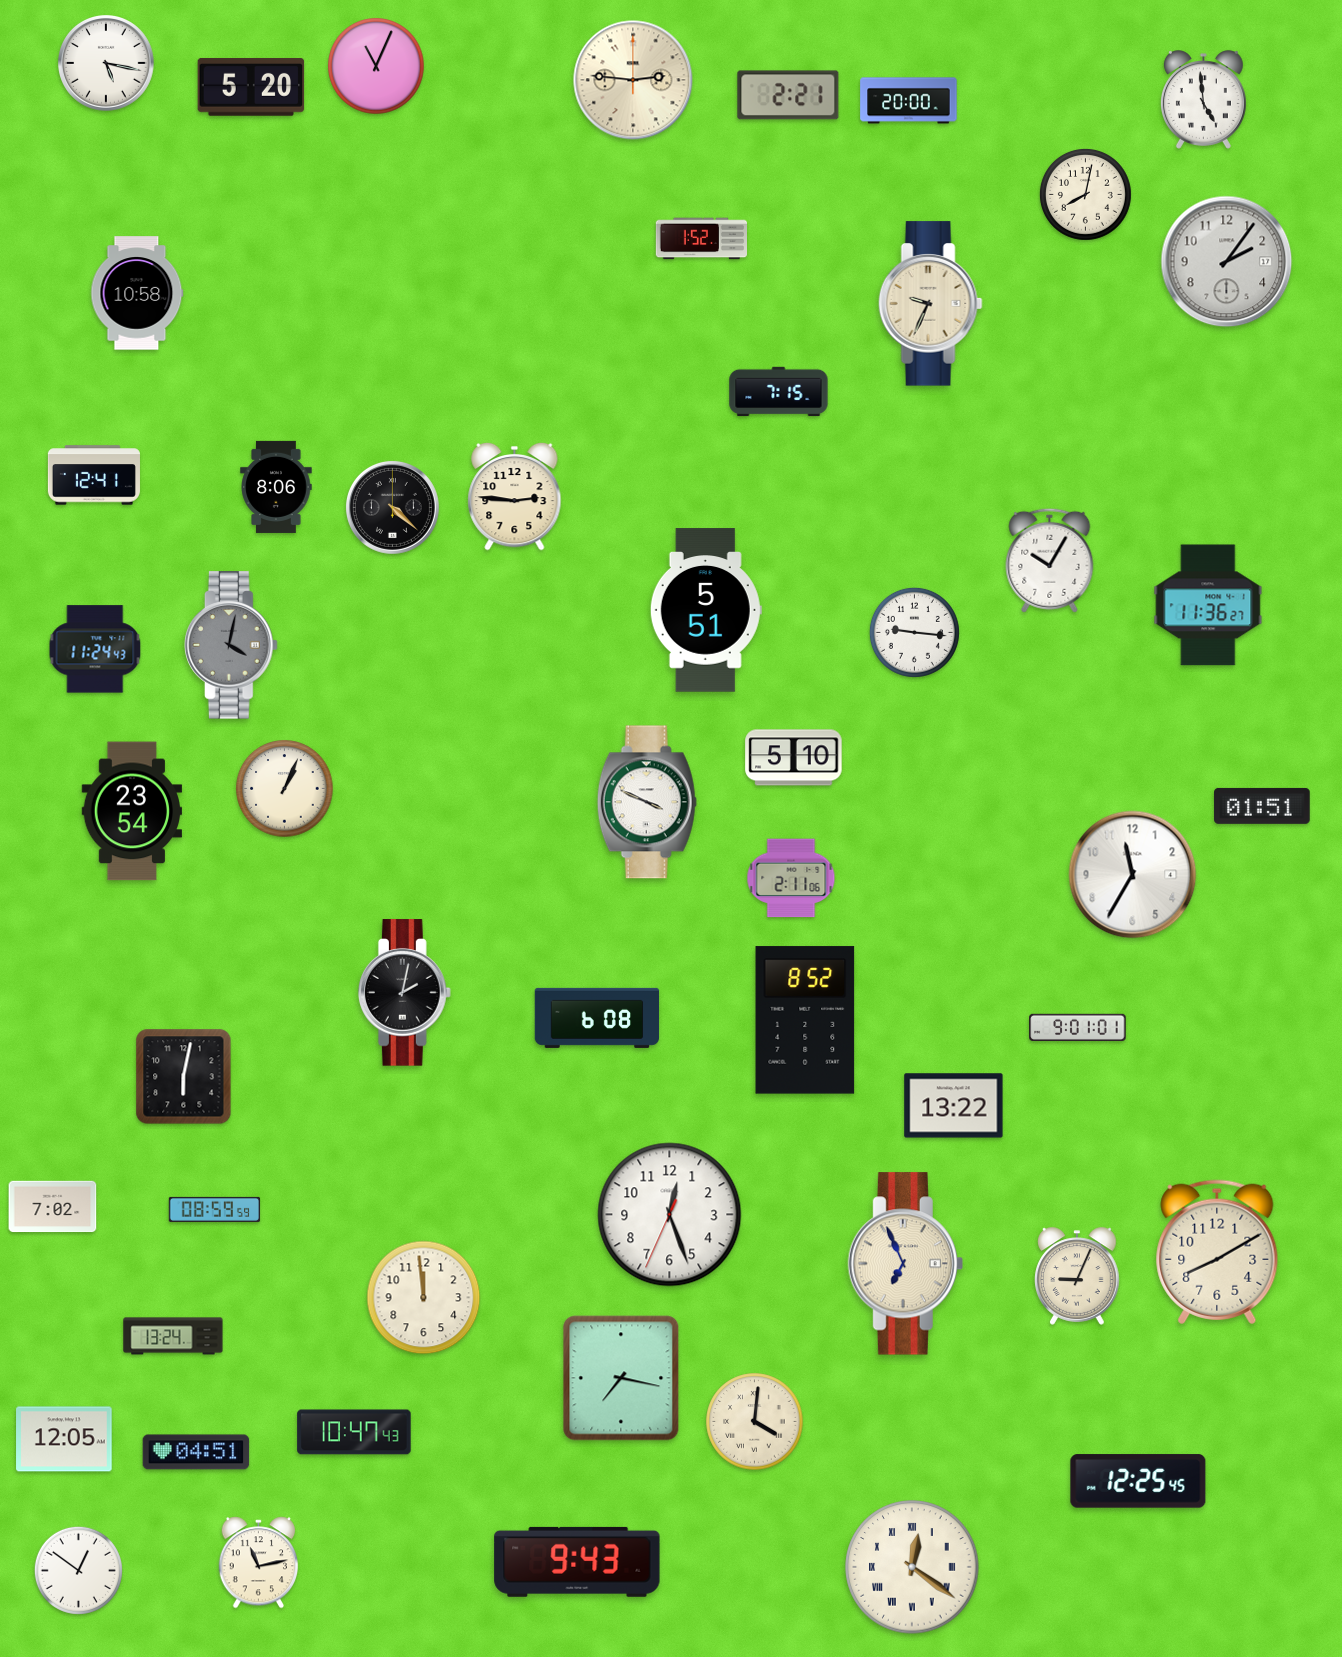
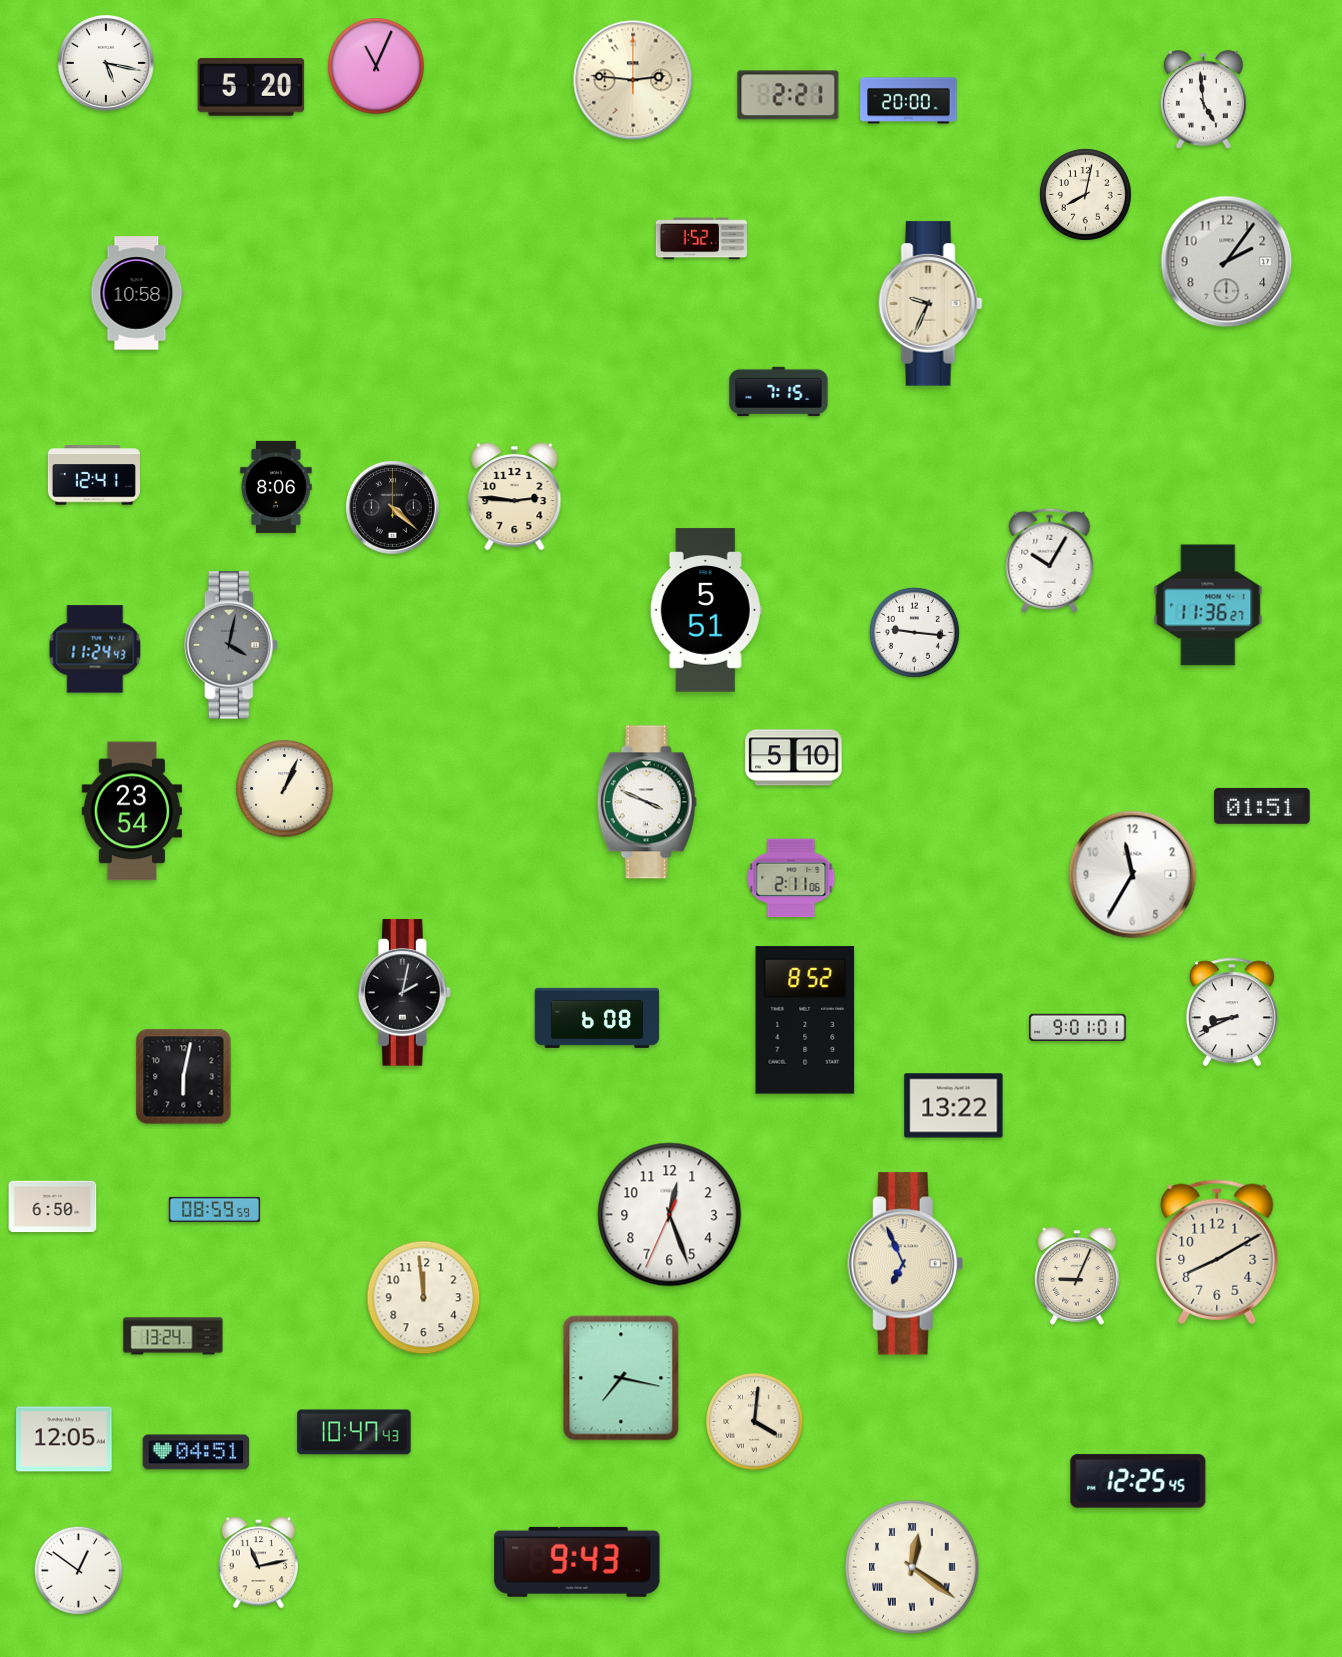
clock at (1232, 1012): none -> 8:41
clock at (53, 1207): 7:02 -> 6:50
